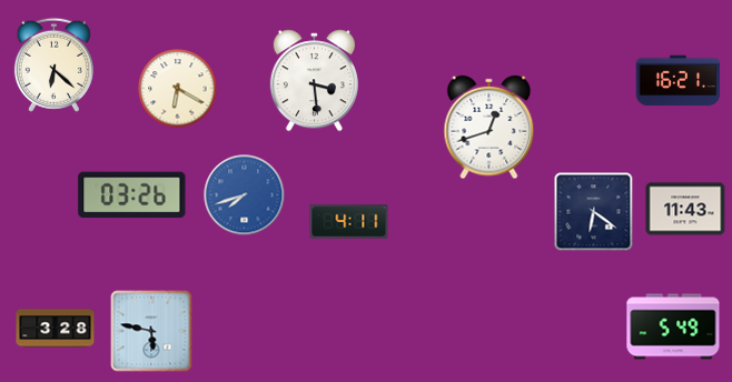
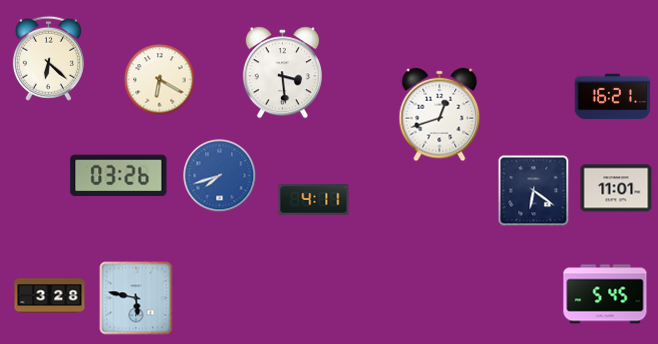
clock at (679, 81) position: (679, 81) -> (613, 97)
clock at (685, 209): 11:43 -> 11:01
clock at (673, 326): 5:49 -> 5:45
